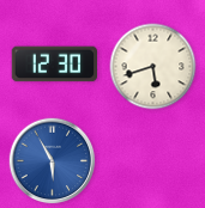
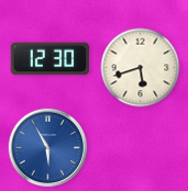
clock at (153, 67) position: (153, 67) -> (141, 68)
